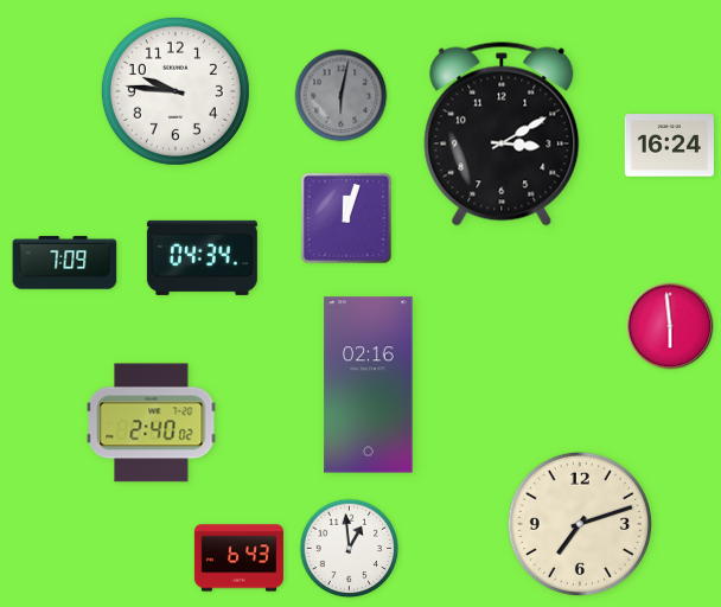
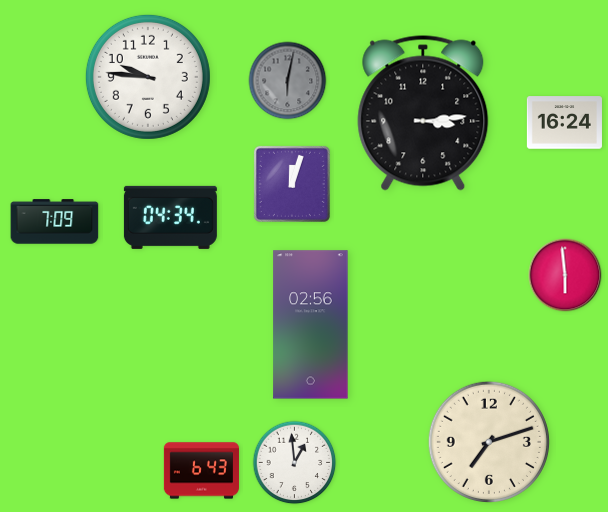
clock at (502, 134): 3:10 -> 3:14
clock at (369, 385): 02:16 -> 02:56
clock at (152, 423): 2:40 -> none
